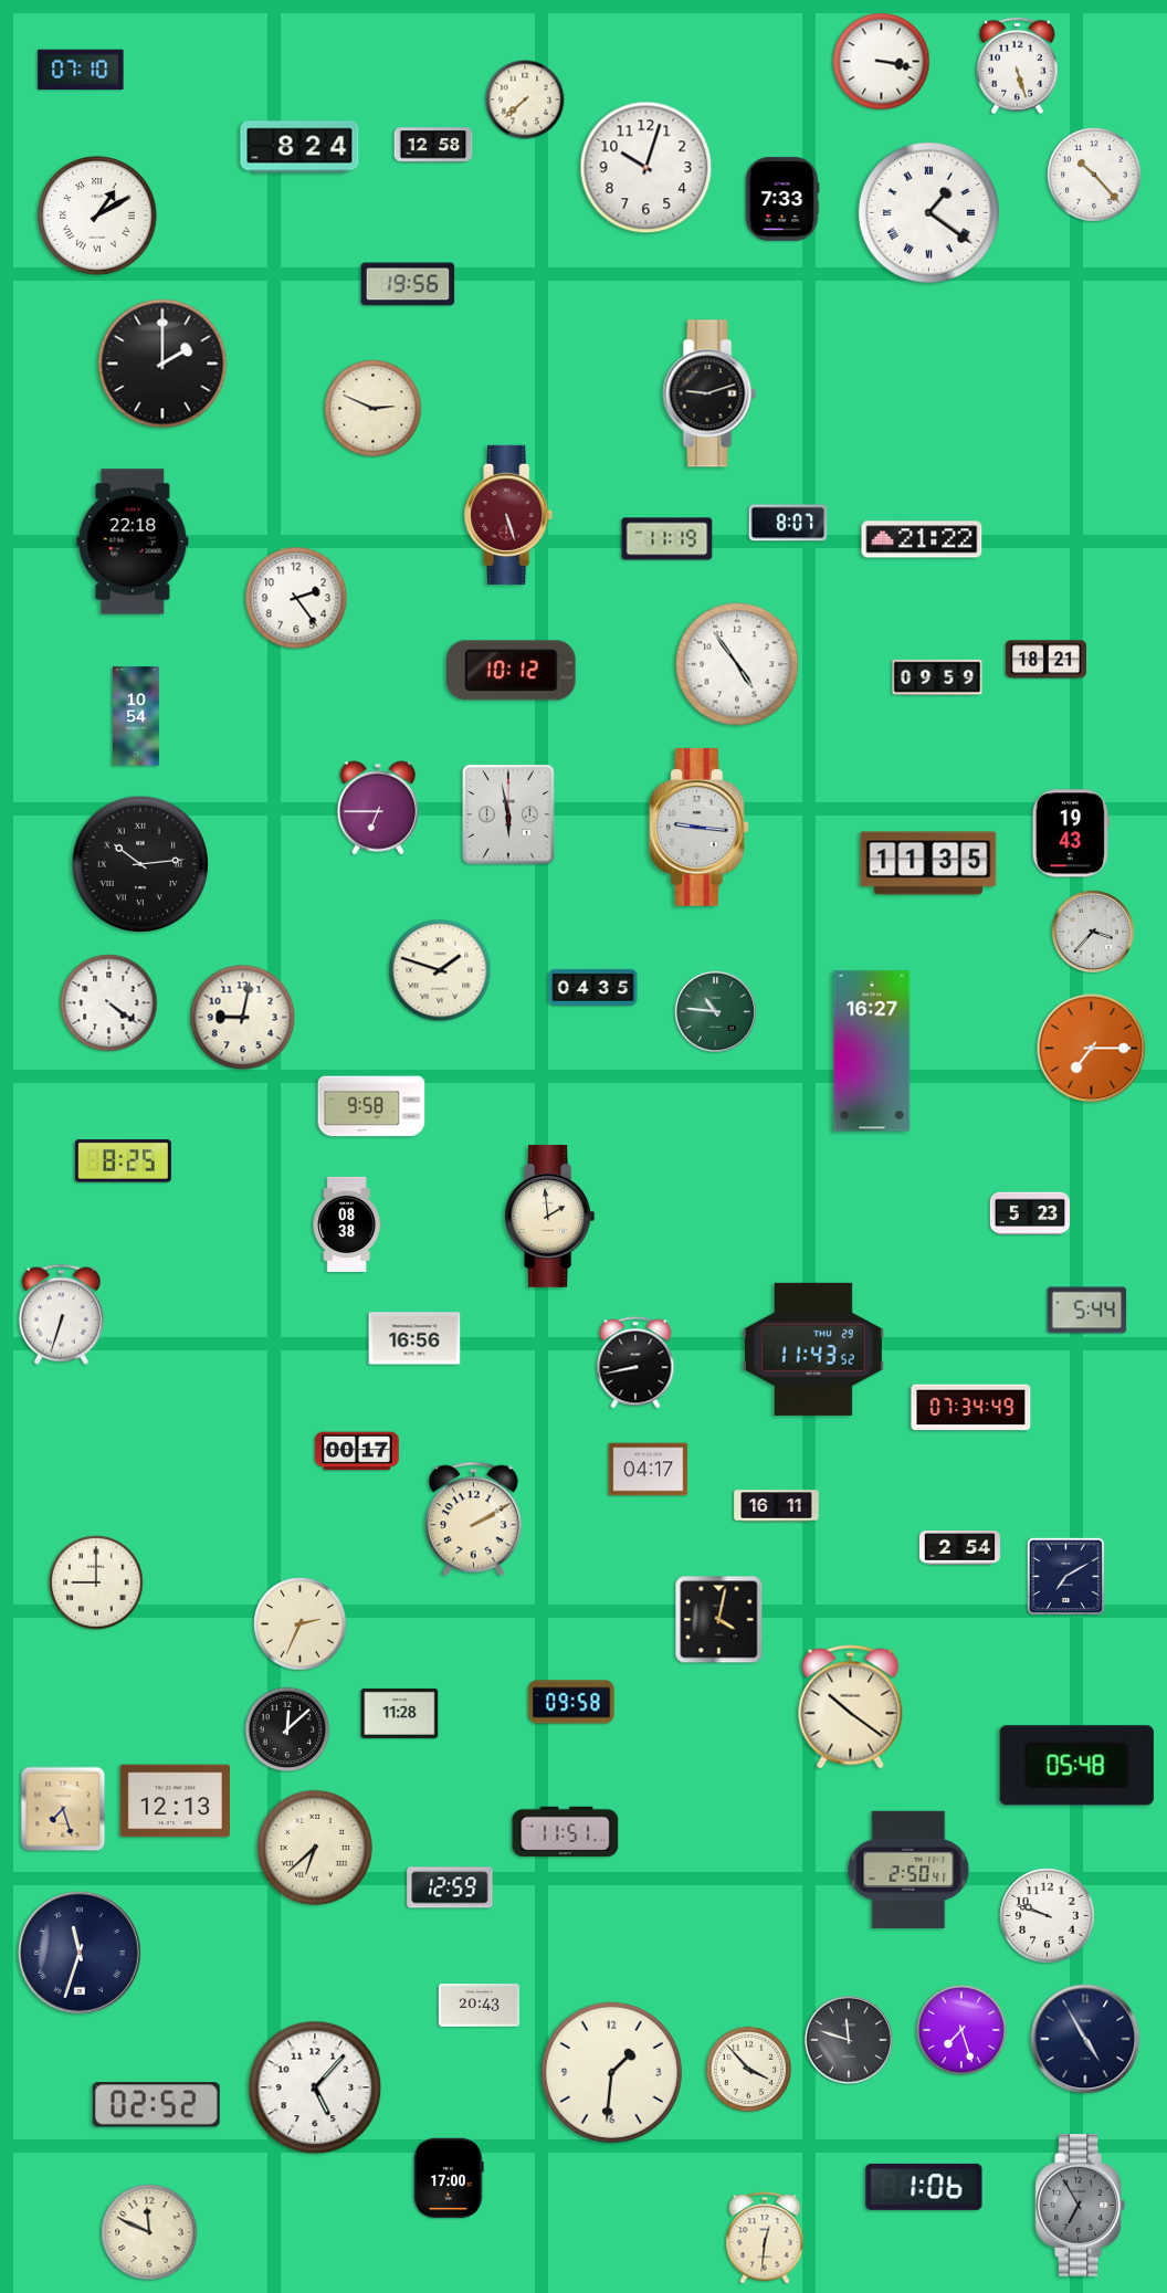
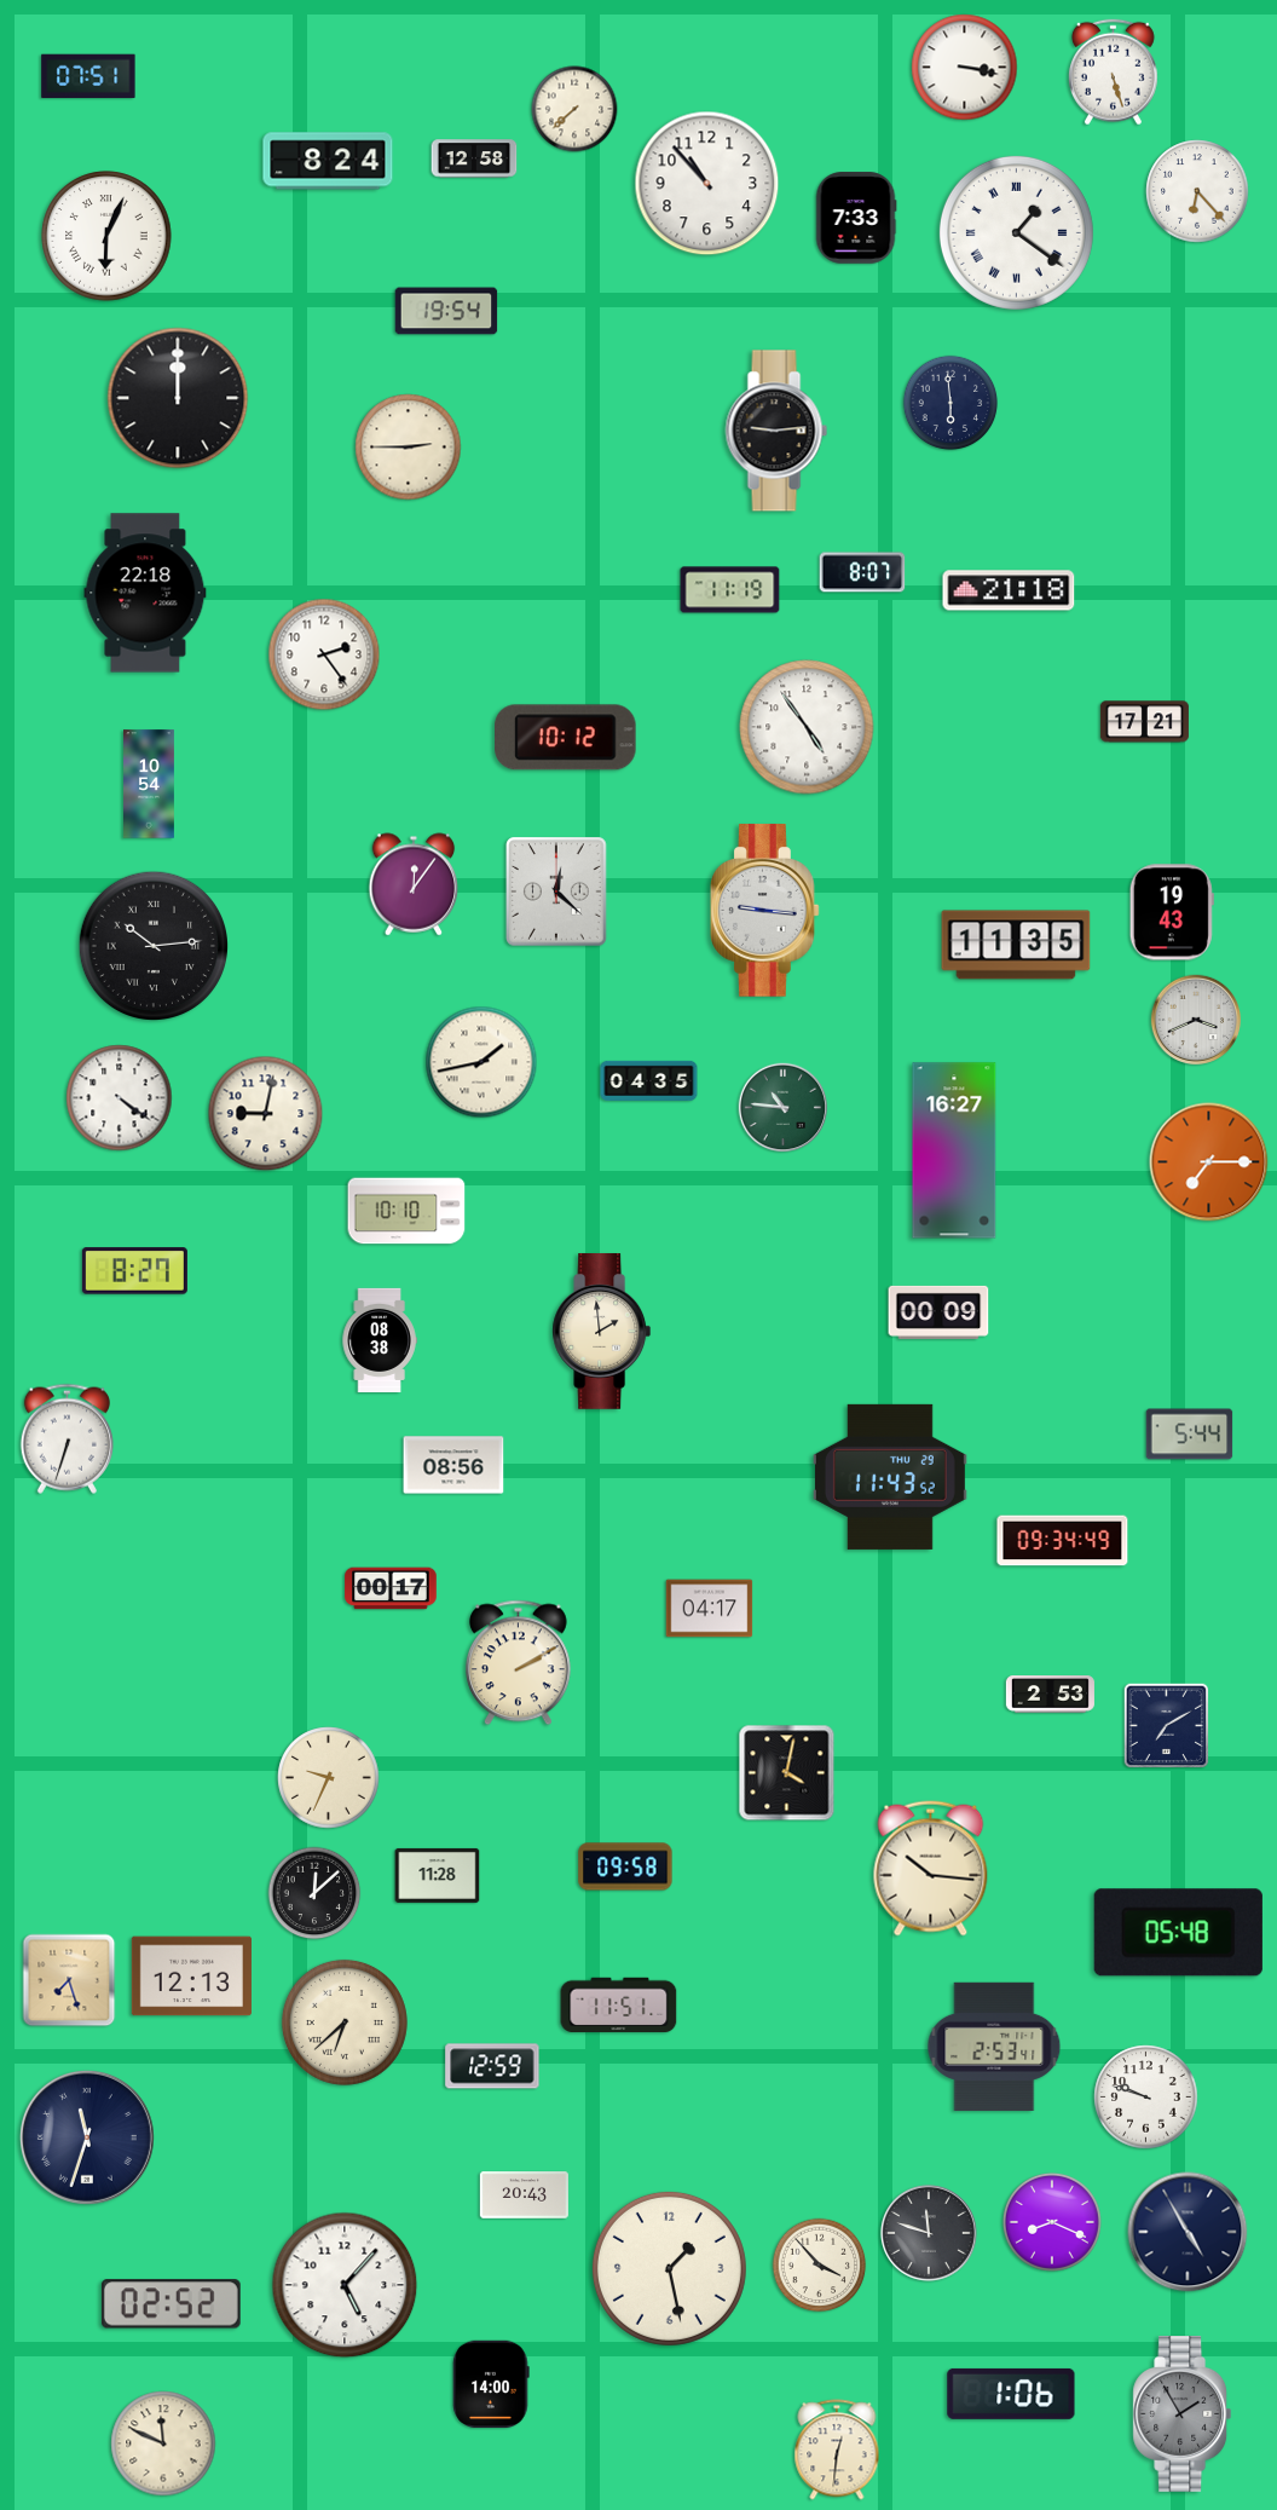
clock at (81, 70): 07:10 -> 07:51
clock at (646, 168): 10:03 -> 10:53
clock at (1094, 175): 10:23 -> 6:23
clock at (97, 215): 1:10 -> 6:04
clock at (408, 284): 19:56 -> 19:54
clock at (162, 364): 2:00 -> 12:00
clock at (950, 403): none -> 5:59
clock at (709, 393): 9:12 -> 9:14
clock at (374, 409): 2:49 -> 2:45
clock at (509, 515): 5:27 -> none
clock at (922, 539): 21:22 -> 21:18
clock at (1045, 660): 18:21 -> 17:21
clock at (512, 671) position: (512, 671) -> (566, 738)
clock at (937, 676): 09:59 -> none
clock at (378, 808): 6:45 -> 12:06
clock at (508, 814): 5:58 -> 12:22
clock at (700, 828) position: (700, 828) -> (765, 911)
clock at (1093, 932): 3:37 -> 3:41
clock at (440, 970): 1:48 -> 1:43
clock at (1092, 1049) position: (1092, 1049) -> (1209, 1162)
clock at (371, 1106): 9:58 -> 10:10
clock at (123, 1161): 8:25 -> 8:27
clock at (938, 1312): none -> 00:09
clock at (1030, 1213): 5:23 -> none
clock at (414, 1338): 16:56 -> 08:56
clock at (635, 1363): 8:43 -> none
clock at (971, 1408): 07:34 -> 09:34
clock at (777, 1506): 16:11 -> none
clock at (959, 1548): 2:54 -> 2:53
clock at (96, 1582): 9:00 -> none
clock at (301, 1624): 2:34 -> 9:34
clock at (571, 1702) position: (571, 1702) -> (625, 1866)
clock at (851, 1707): 10:21 -> 10:16
clock at (175, 1801) position: (175, 1801) -> (191, 1977)
clock at (908, 1870): 2:50 -> 2:53
clock at (961, 2030): 7:27 -> 8:19
clock at (611, 2072): 1:31 -> 1:28
clock at (449, 2177): 17:00 -> 14:00
clock at (1081, 2206): 6:55 -> 1:55
